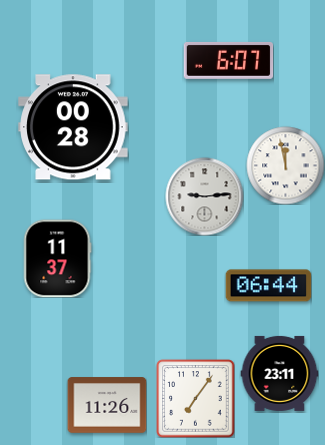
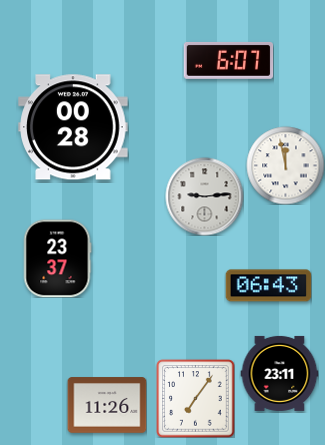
clock at (57, 258): 11:37 -> 23:37
clock at (268, 286): 06:44 -> 06:43
